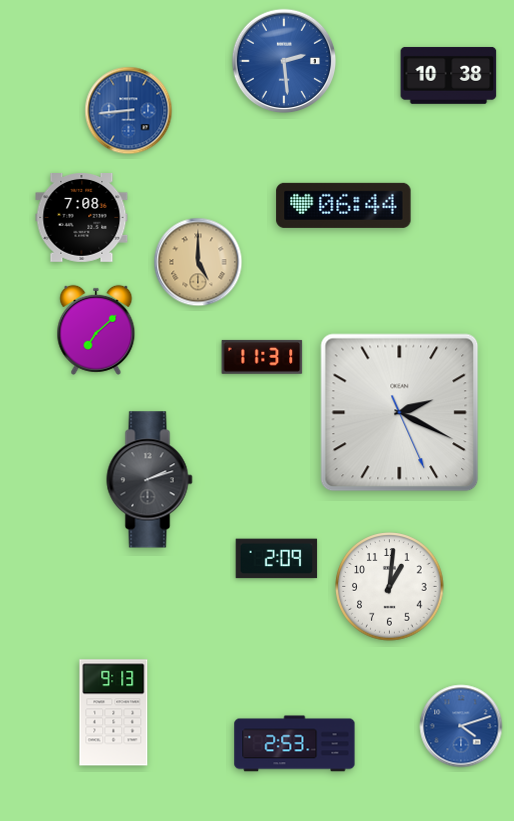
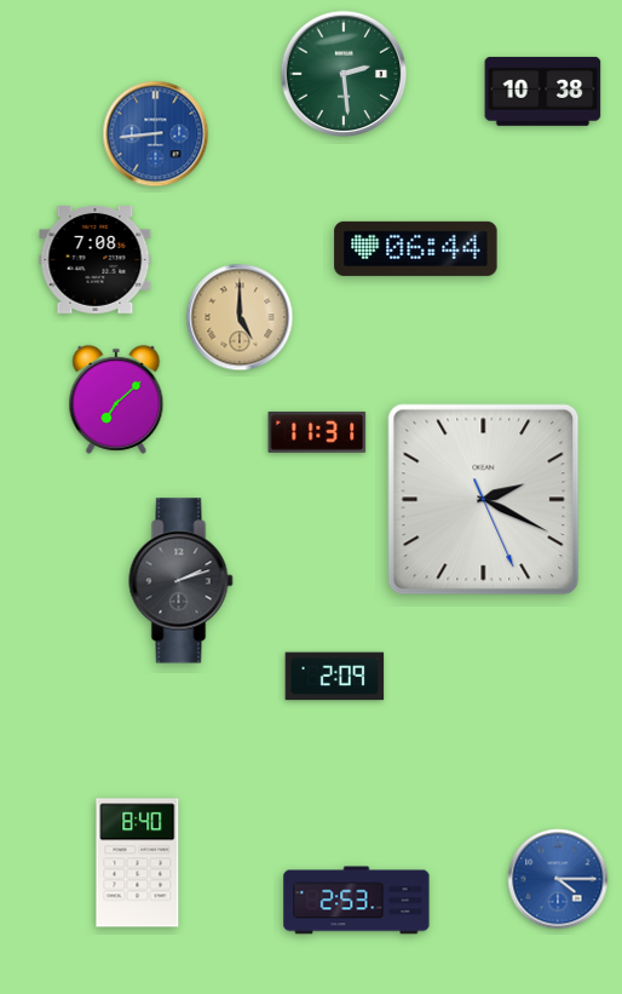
clock at (284, 61) dial: blue -> green
clock at (82, 218) position: (82, 218) -> (96, 260)
clock at (390, 587): 1:01 -> none
clock at (114, 713): 9:13 -> 8:40
clock at (461, 726): 4:12 -> 4:15
